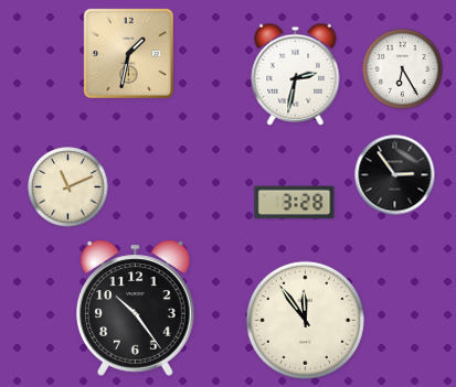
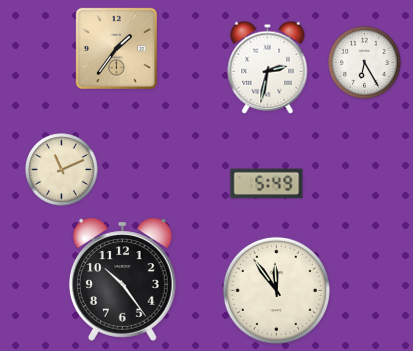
clock at (128, 53): 1:32 -> 1:36
clock at (395, 175): 2:54 -> none
clock at (295, 203): 3:28 -> 5:49
